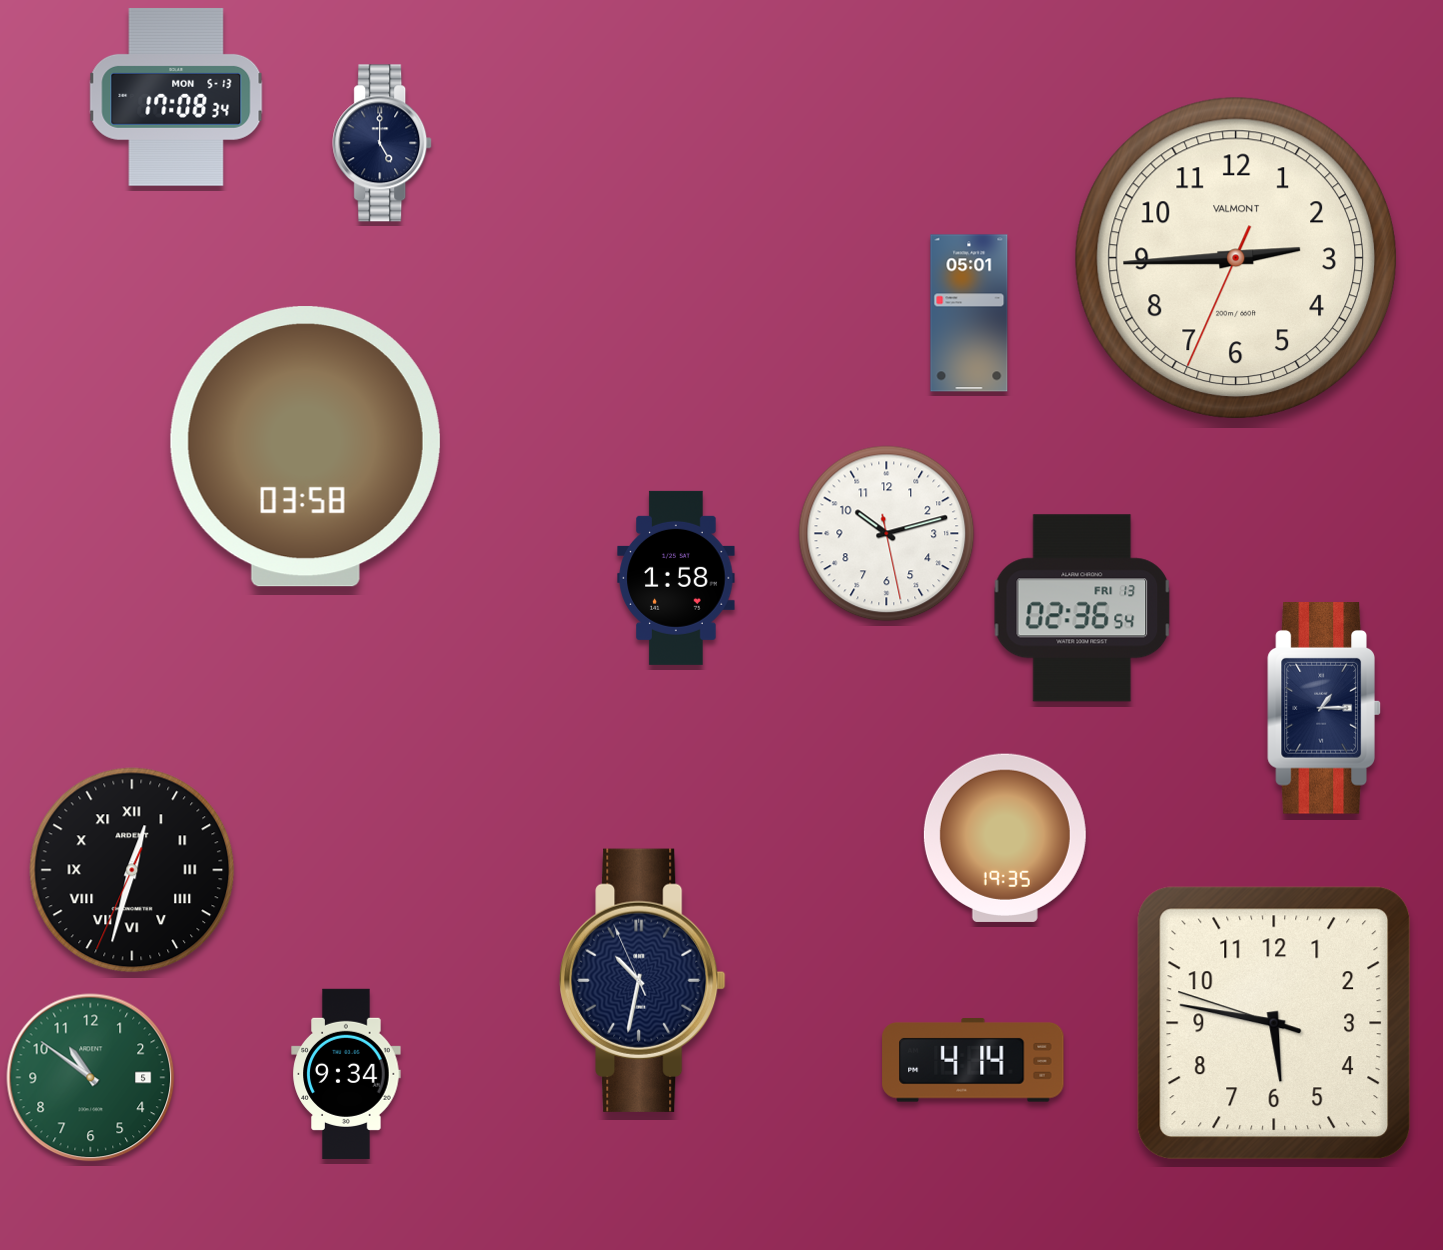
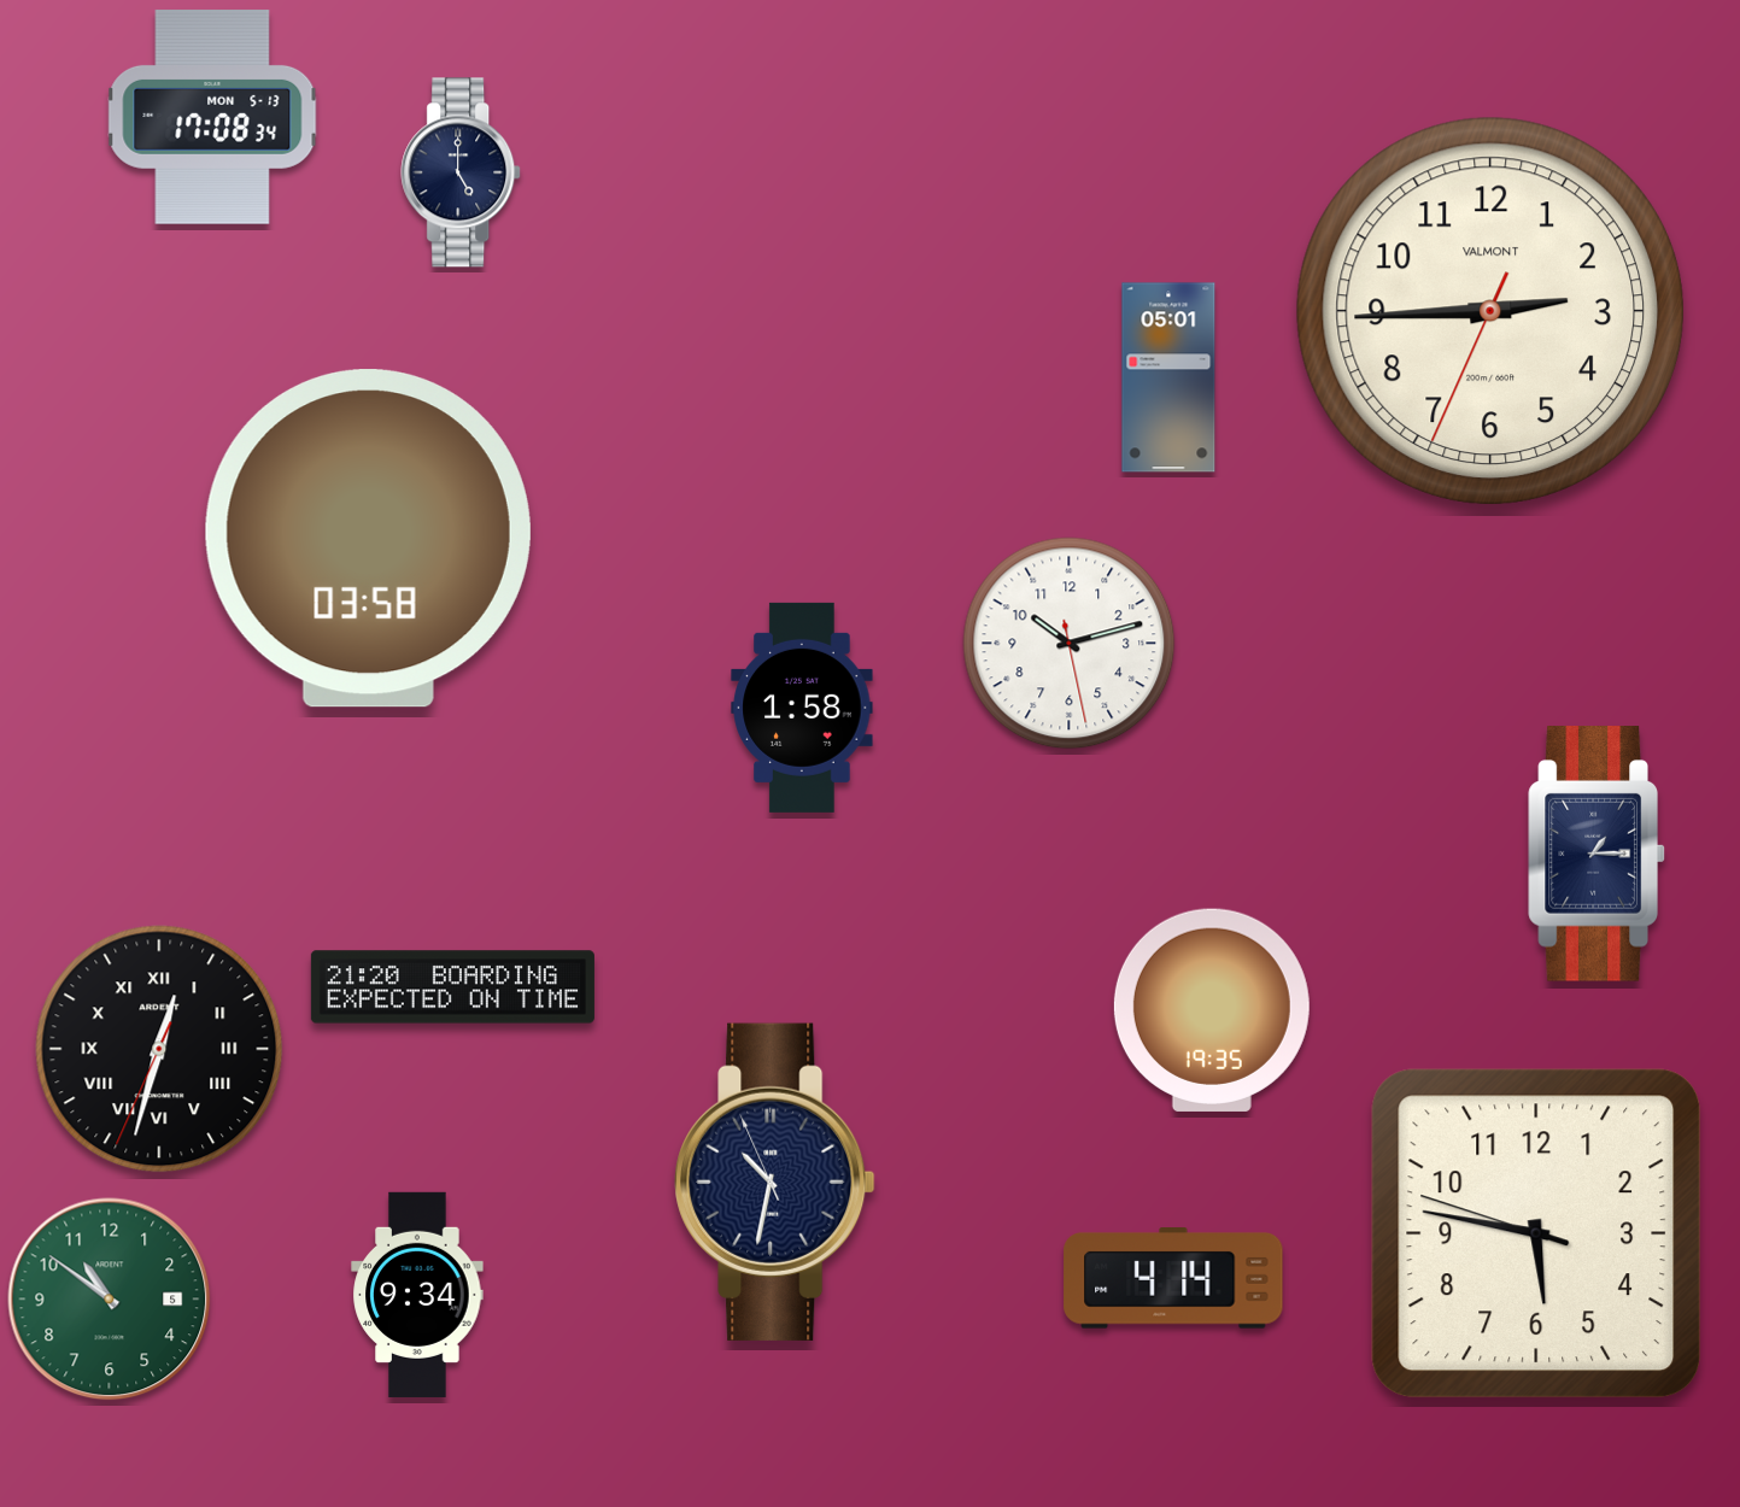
clock at (676, 578) position: (676, 578) -> (802, 708)
clock at (1082, 608): 02:36 -> none
clock at (452, 987): none -> 21:20
